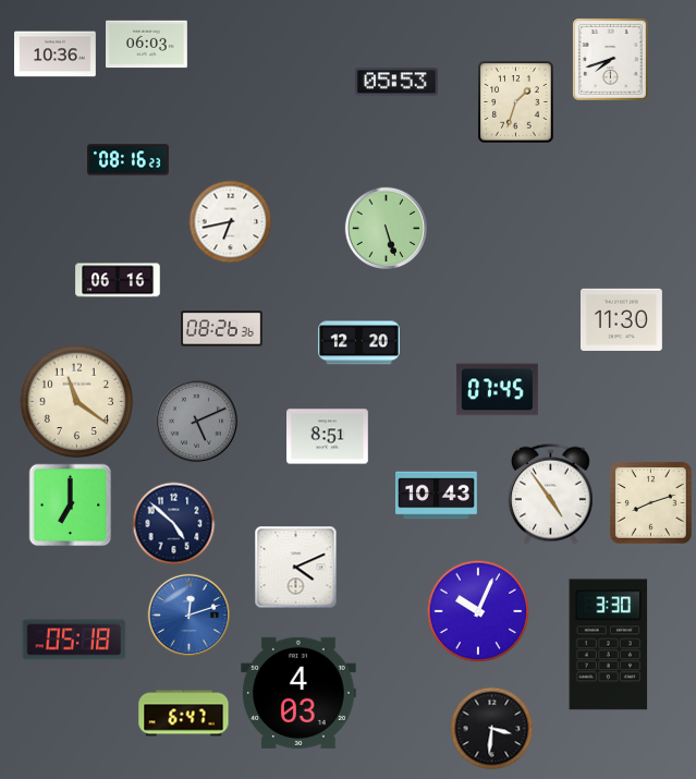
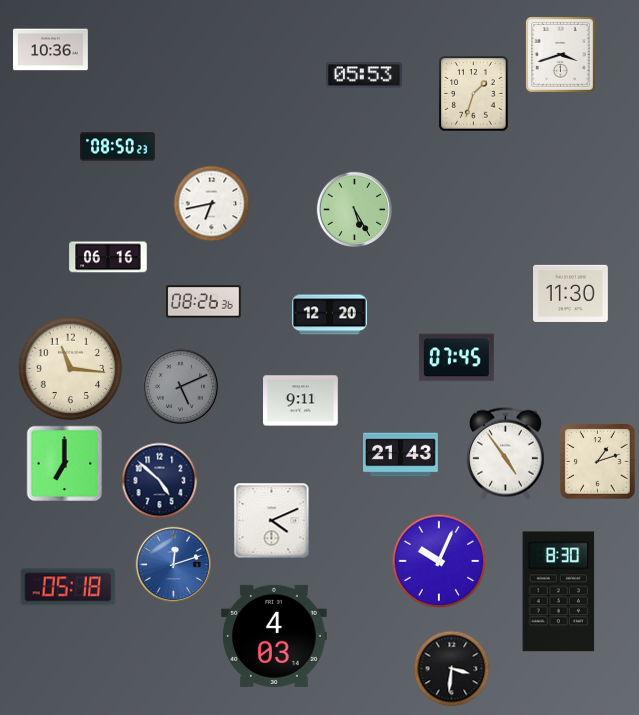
clock at (147, 45): 06:03 -> none
clock at (610, 59): 7:42 -> 3:42
clock at (129, 160): 08:16 -> 08:50
clock at (386, 228): 5:27 -> 5:25
clock at (77, 402): 11:21 -> 11:16
clock at (328, 437): 8:51 -> 9:11
clock at (437, 496): 10:43 -> 21:43
clock at (651, 503): 8:12 -> 1:12
clock at (609, 645): 3:30 -> 8:30
clock at (184, 714): 6:47 -> none
